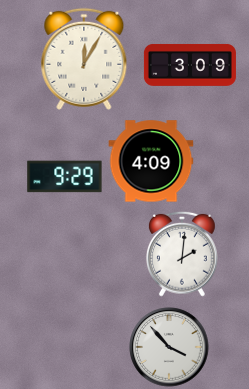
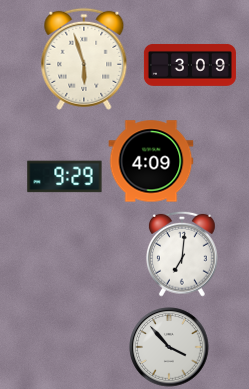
clock at (84, 59): 12:05 -> 5:57
clock at (182, 254): 2:01 -> 7:01
